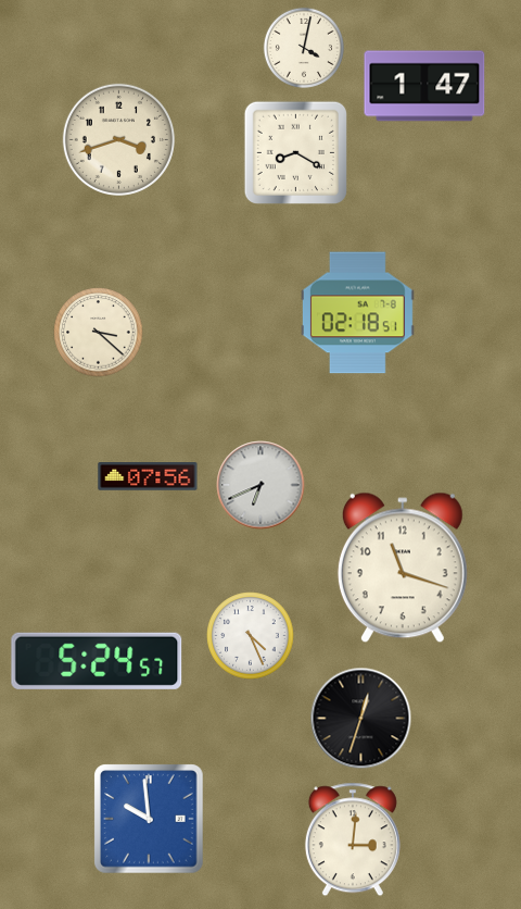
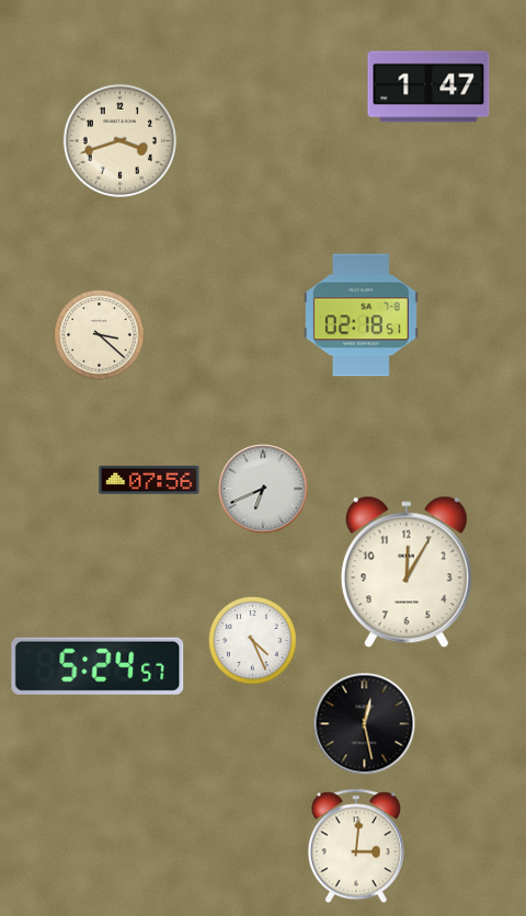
clock at (304, 48): 4:02 -> none
clock at (295, 152): 8:20 -> none
clock at (403, 568): 11:18 -> 12:05
clock at (361, 719): 12:33 -> 12:28
clock at (149, 819): 9:59 -> none
